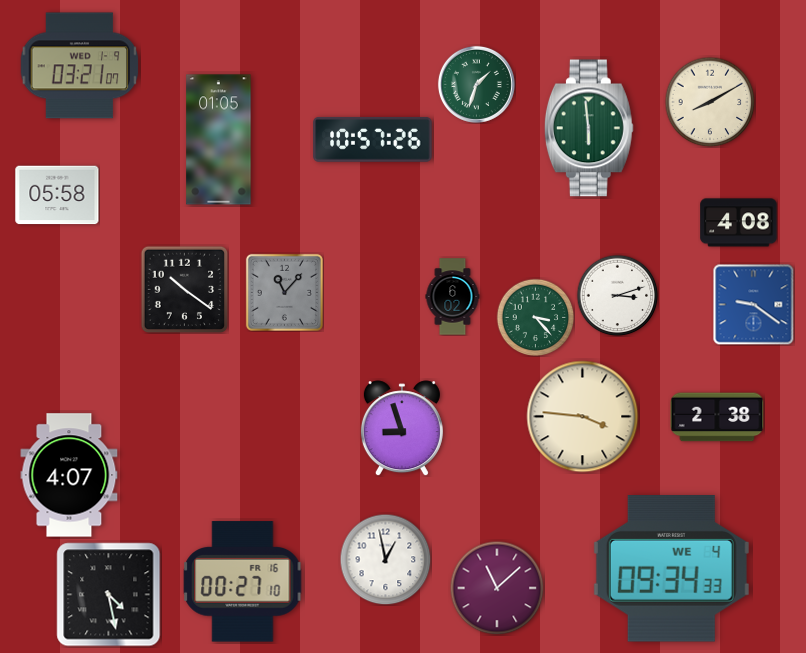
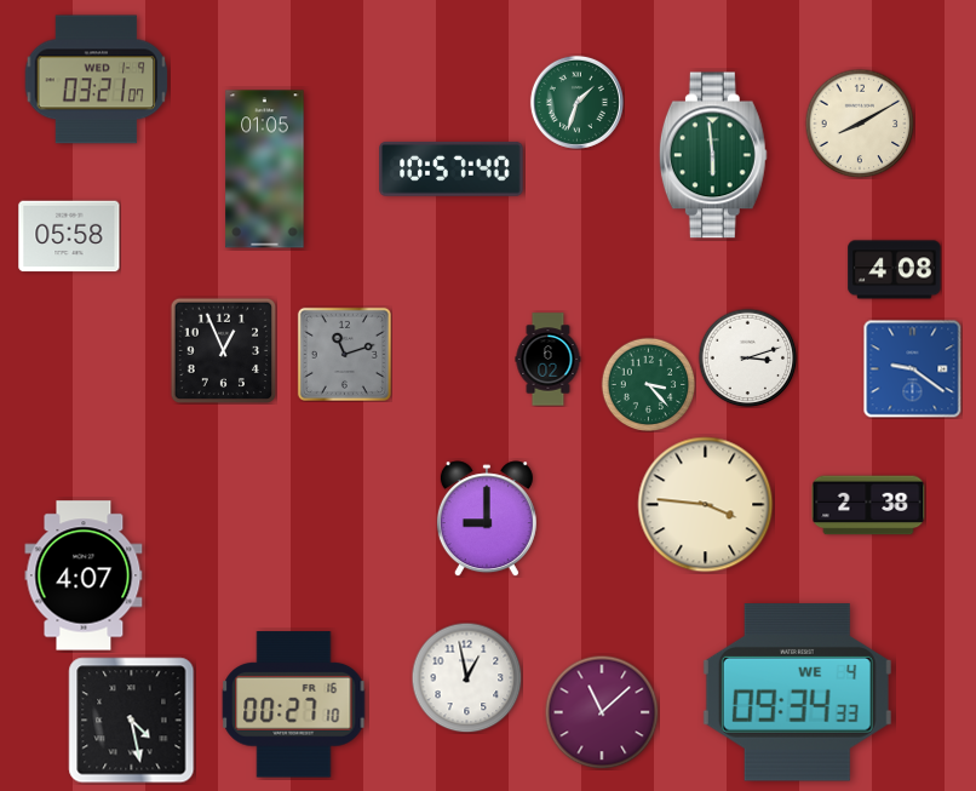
clock at (373, 140): 10:57:26 -> 10:57:40
clock at (184, 289): 10:21 -> 12:56
clock at (284, 292): 11:07 -> 11:12
clock at (402, 428): 8:57 -> 9:00
clock at (671, 569) position: (671, 569) -> (797, 693)
